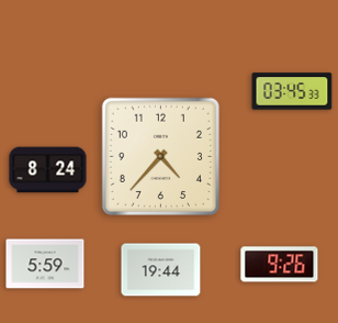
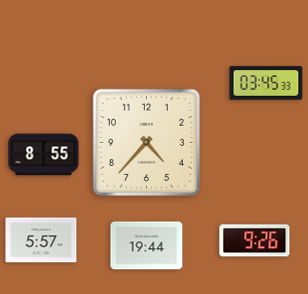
clock at (48, 170): 8:24 -> 8:55
clock at (45, 264): 5:59 -> 5:57
